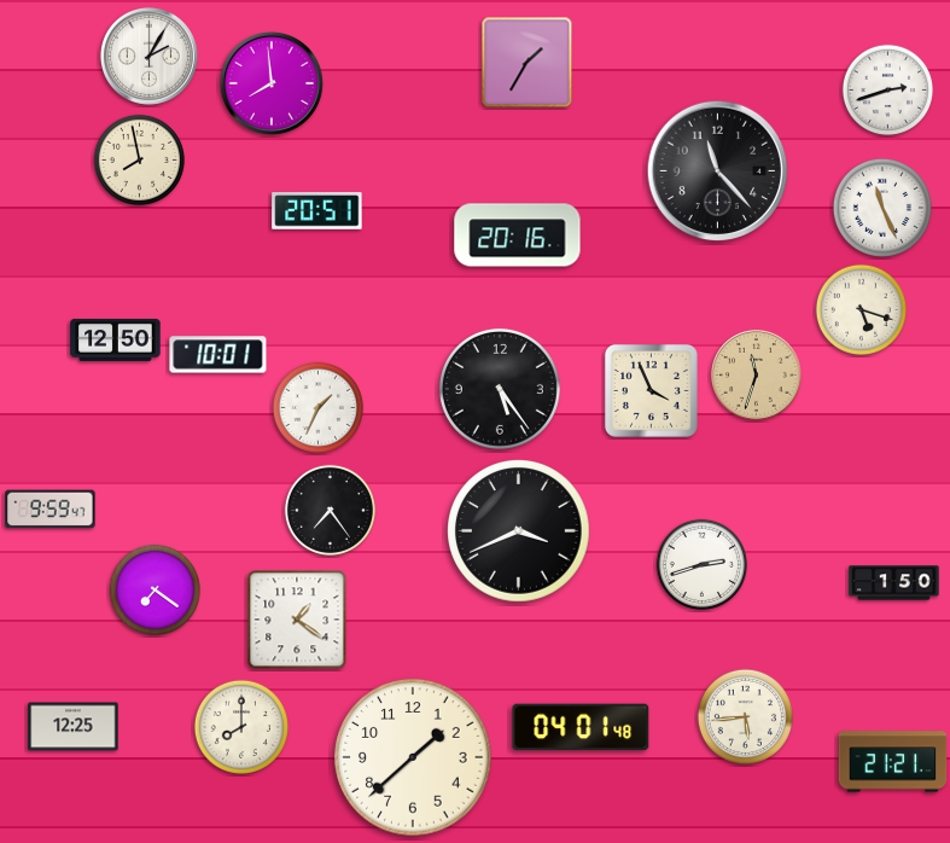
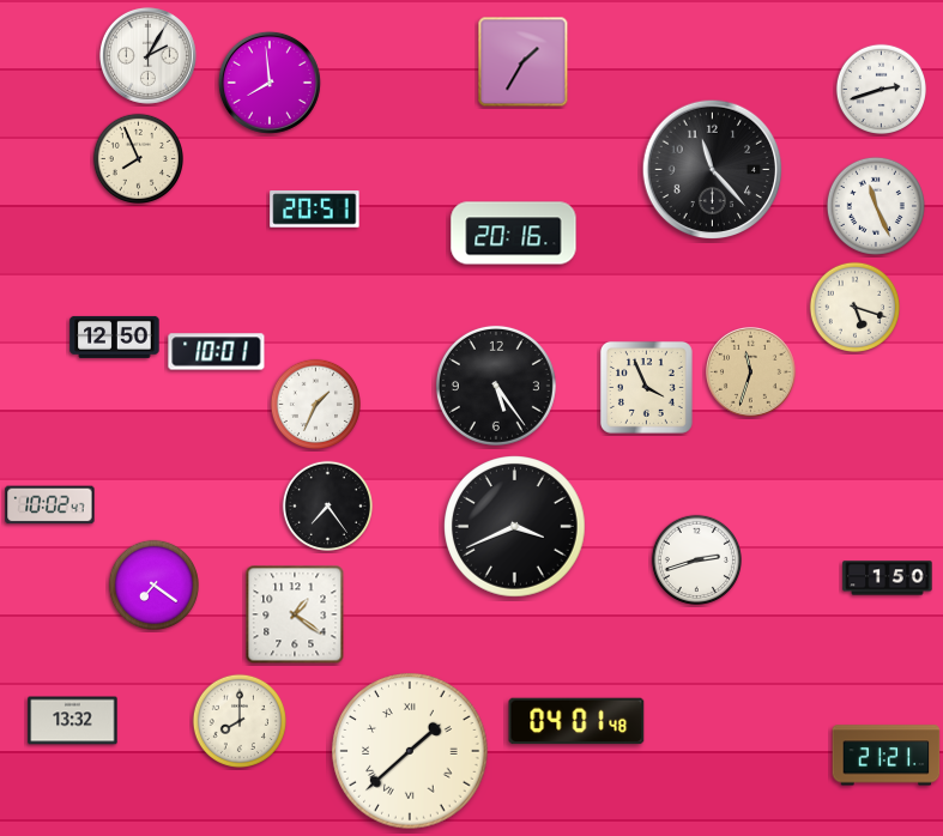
clock at (139, 159): 7:58 -> 7:56
clock at (51, 510): 9:59 -> 10:02
clock at (745, 716): 5:44 -> none
clock at (74, 727): 12:25 -> 13:32
clock at (413, 757) numerals: Arabic -> Roman
